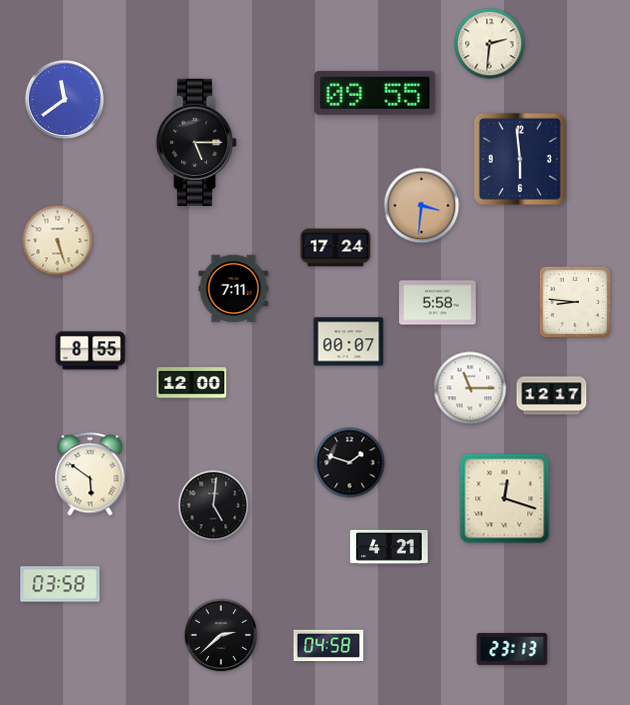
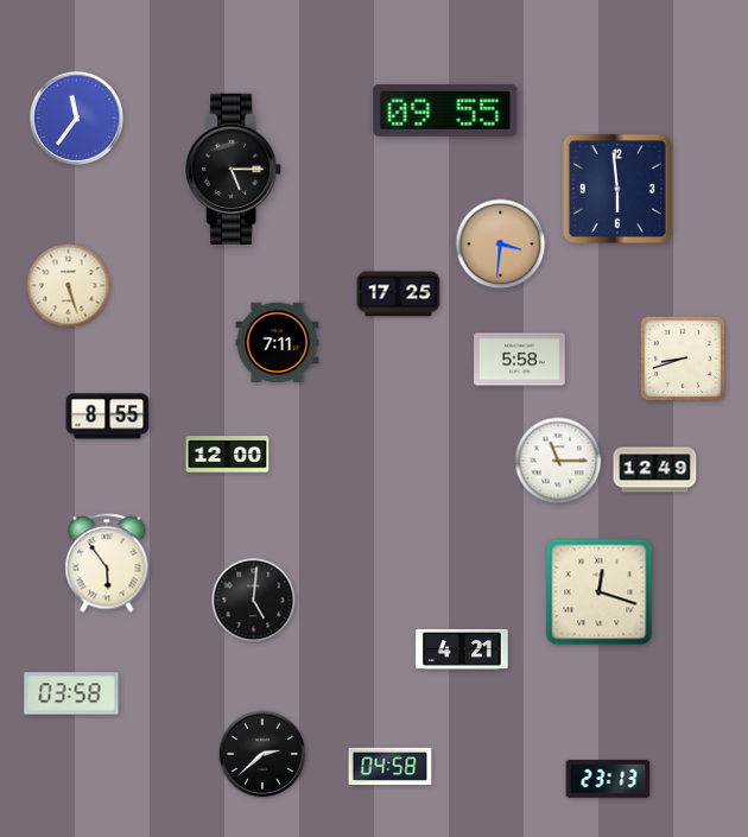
clock at (490, 44): 2:31 -> none
clock at (64, 99): 11:39 -> 11:36
clock at (336, 248): 17:24 -> 17:25
clock at (575, 302): 8:46 -> 8:42
clock at (349, 342): 00:07 -> none
clock at (552, 396): 12:17 -> 12:49
clock at (350, 463): 1:48 -> none
clock at (90, 474): 5:51 -> 5:54
clock at (512, 649) position: (512, 649) -> (608, 779)
